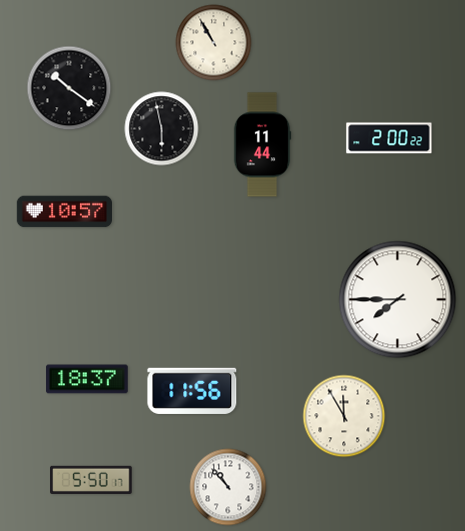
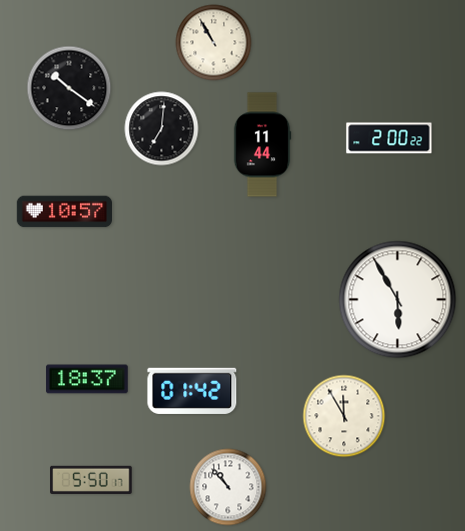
clock at (162, 129): 5:58 -> 7:01
clock at (398, 300): 7:45 -> 5:55
clock at (192, 391): 11:56 -> 01:42
